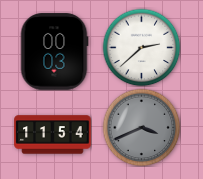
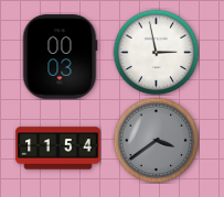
clock at (141, 47): 2:38 -> 2:58
clock at (141, 127): 3:41 -> 3:39
